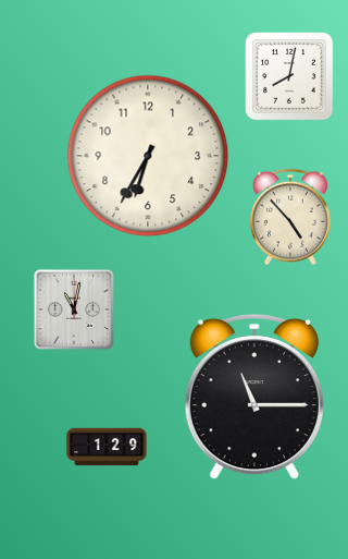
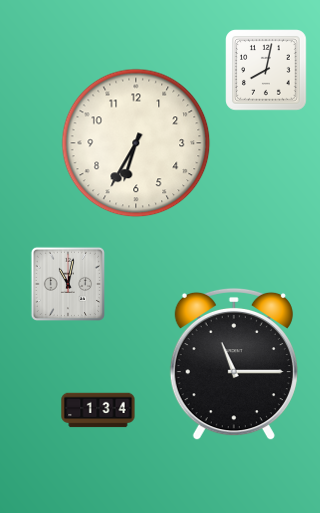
clock at (291, 217): 4:53 -> none
clock at (107, 447): 1:29 -> 1:34
